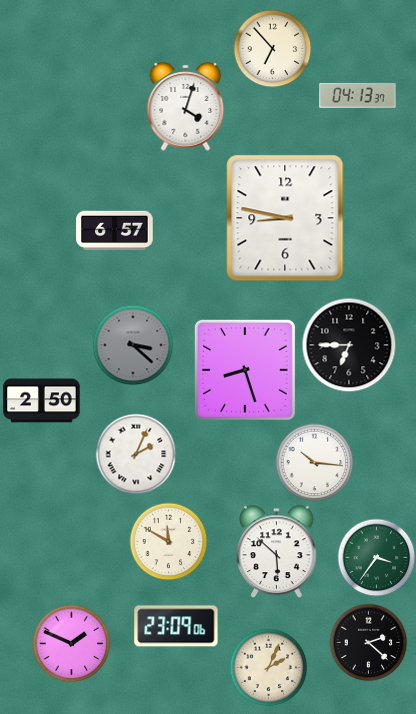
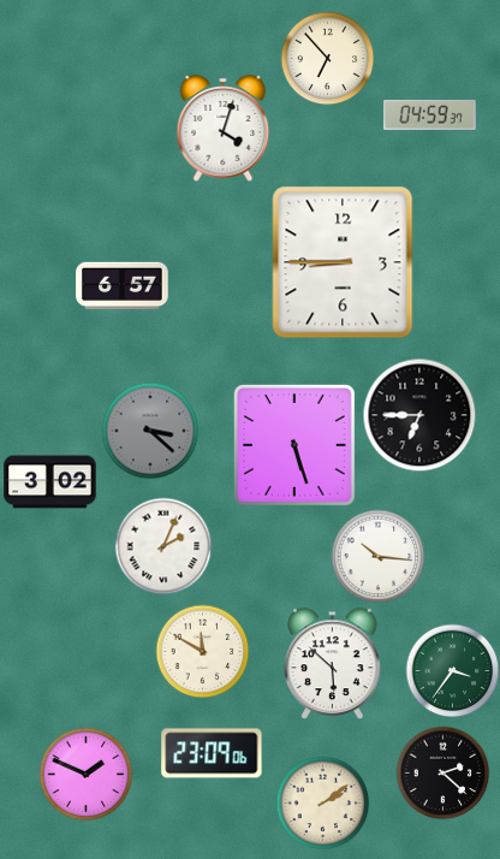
clock at (358, 95): 04:13 -> 04:59
clock at (285, 218): 8:47 -> 8:45
clock at (115, 231) position: (115, 231) -> (123, 286)
clock at (133, 345) position: (133, 345) -> (150, 431)
clock at (245, 370): 8:27 -> 5:27
clock at (42, 401): 2:50 -> 3:02
clock at (268, 667): 2:04 -> 2:09
